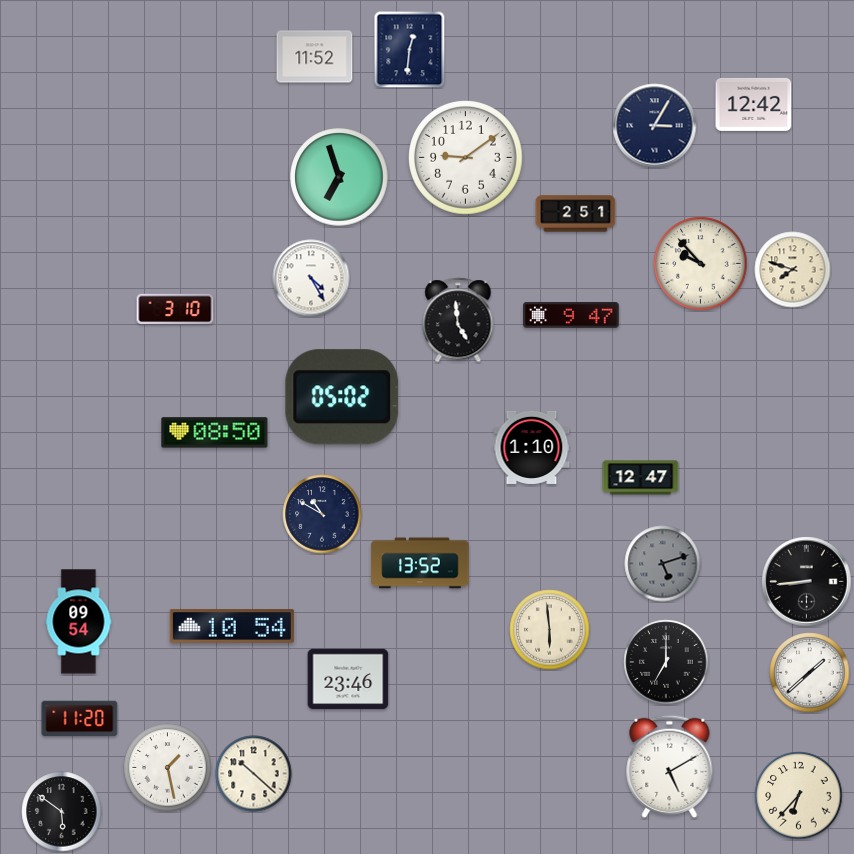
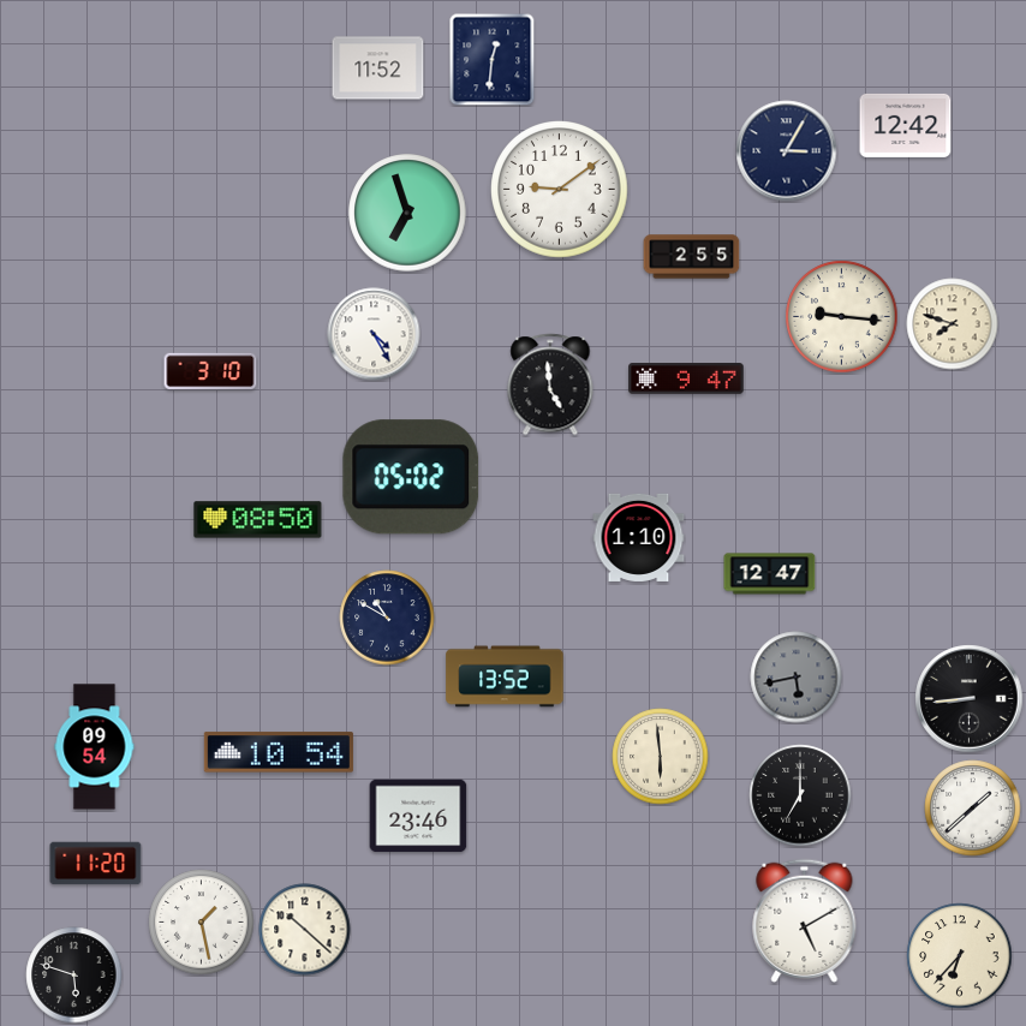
clock at (576, 214): 2:51 -> 2:55
clock at (701, 264): 9:53 -> 9:16
clock at (663, 564): 5:12 -> 5:43
clock at (62, 812): 5:51 -> 5:48
